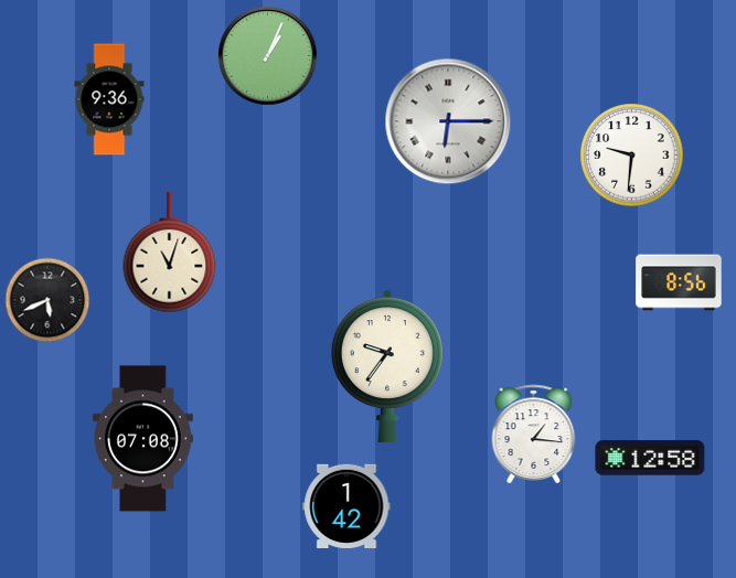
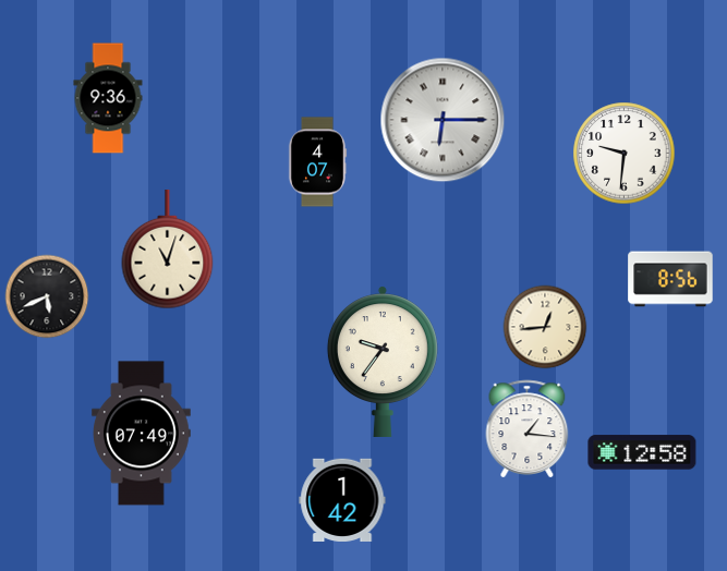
clock at (268, 56): 1:04 -> none
clock at (317, 162): none -> 4:07
clock at (545, 327): none -> 12:44
clock at (143, 439): 07:08 -> 07:49
